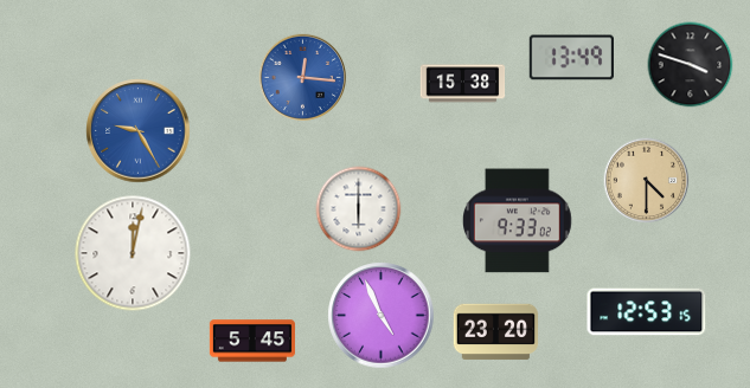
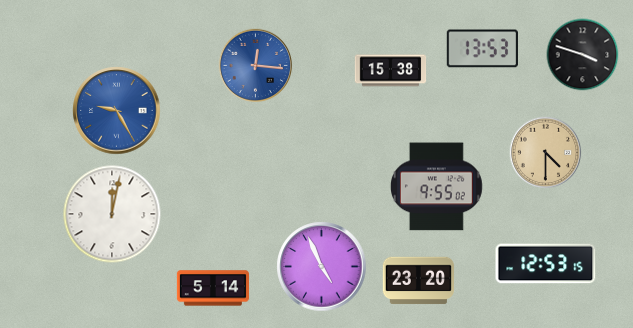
clock at (571, 58): 13:49 -> 13:53
clock at (359, 209): 6:00 -> none
clock at (517, 221): 9:33 -> 9:55
clock at (252, 341): 5:45 -> 5:14
